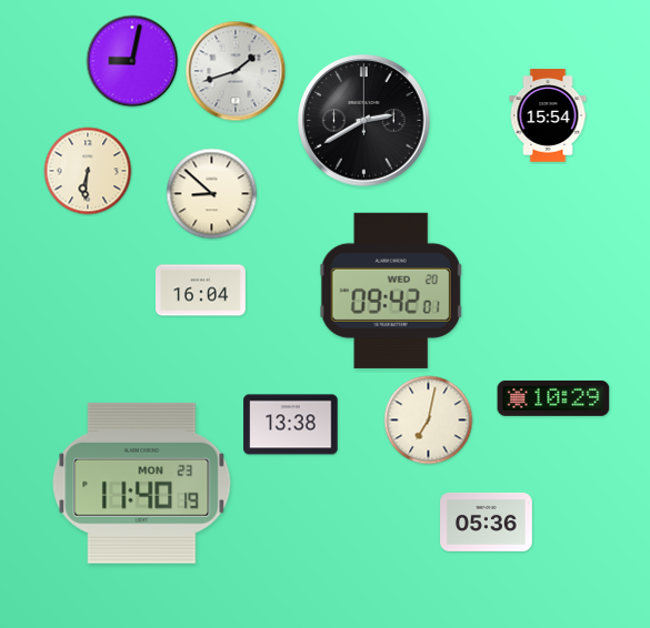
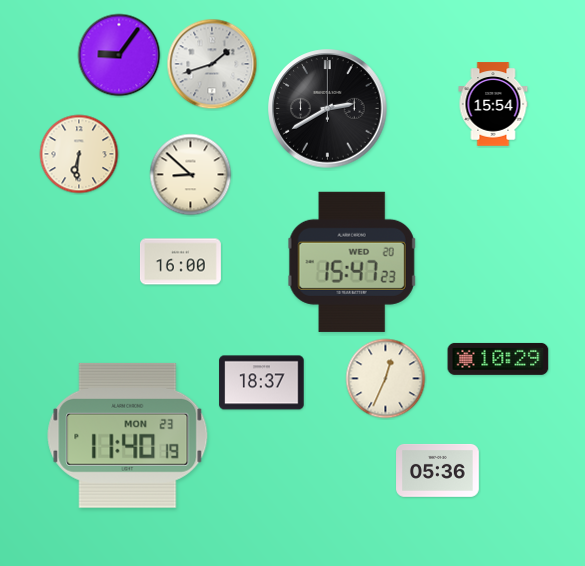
clock at (132, 61): 9:02 -> 9:06
clock at (200, 291): 16:04 -> 16:00
clock at (391, 291): 09:42 -> 15:47
clock at (429, 421): 7:02 -> 12:34
clock at (291, 425): 13:38 -> 18:37
